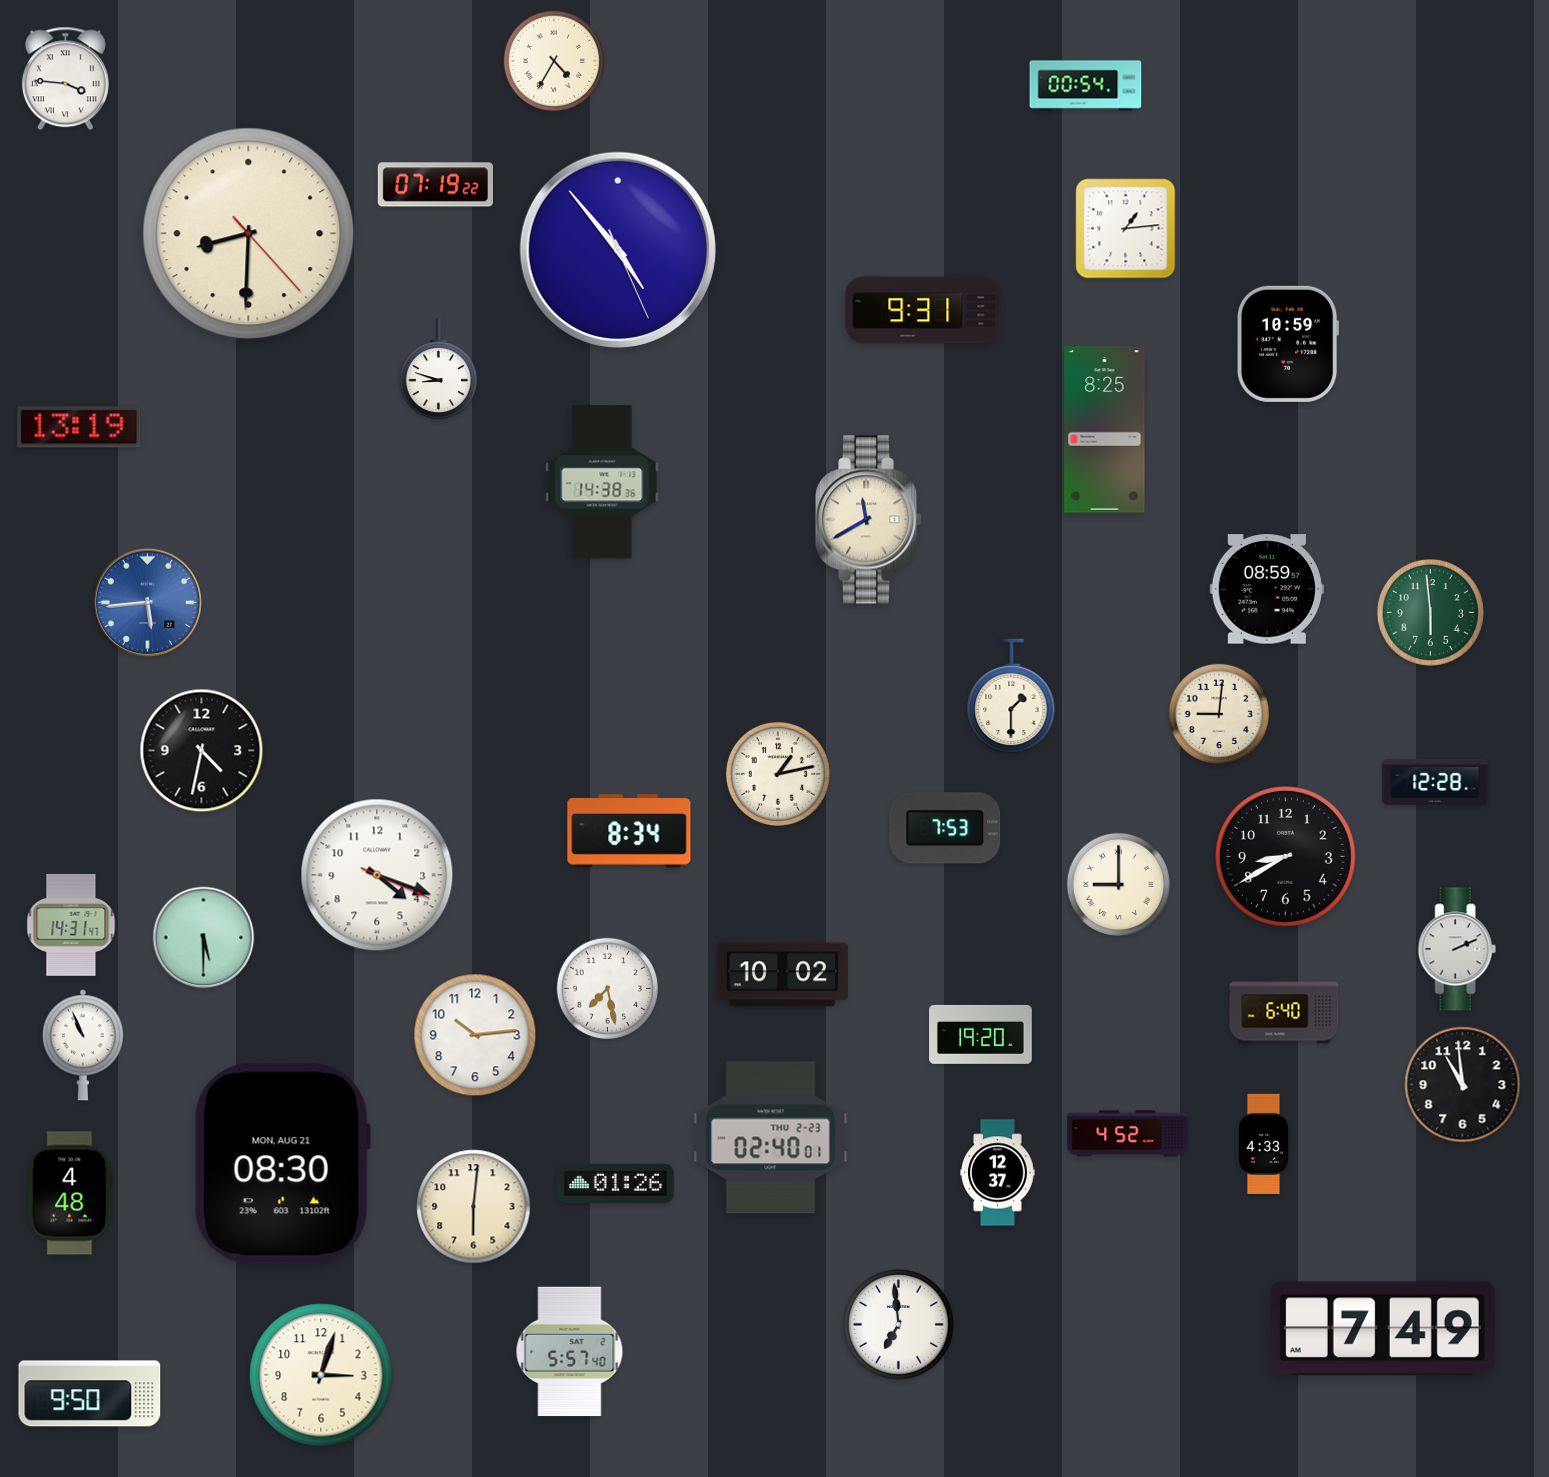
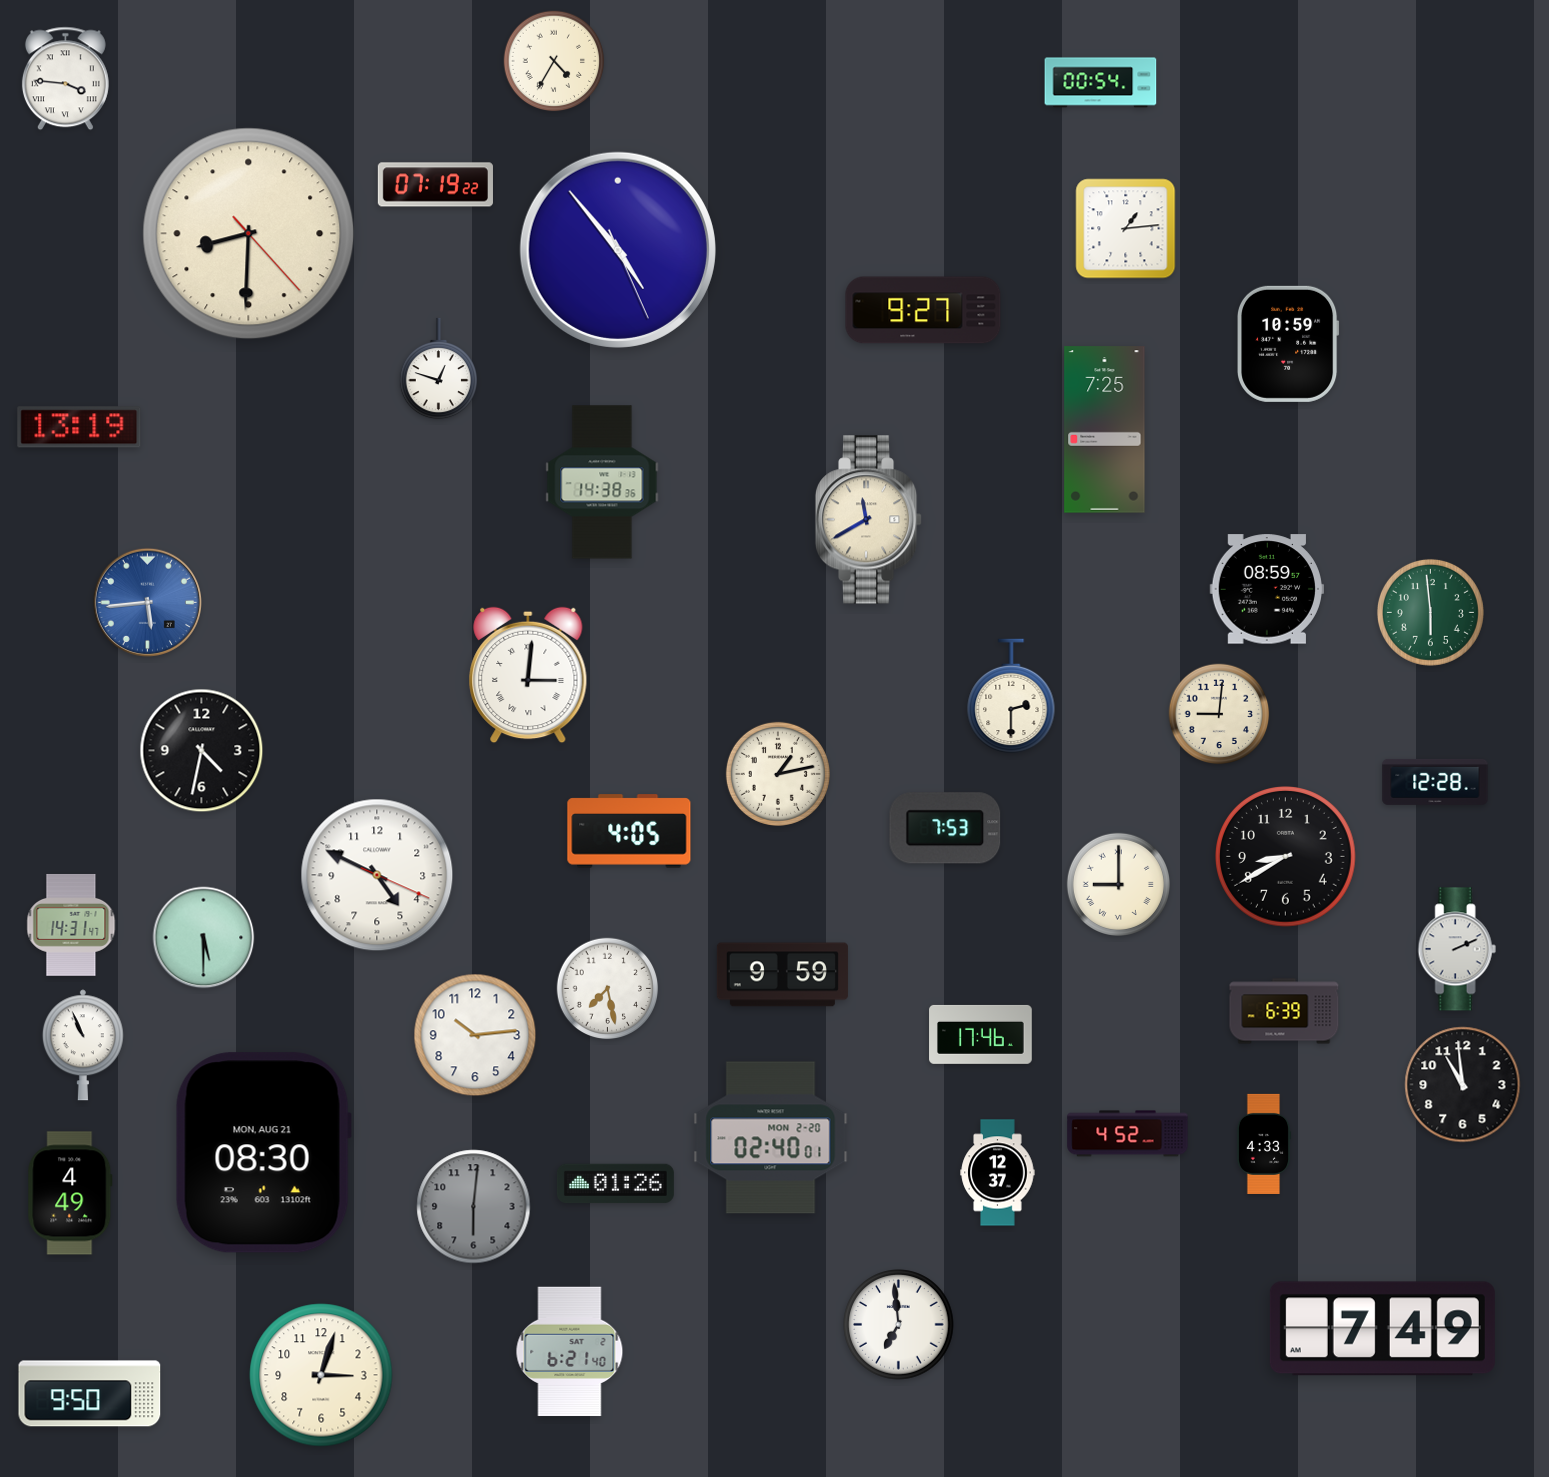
clock at (1086, 86) position: (1086, 86) -> (1101, 83)
clock at (923, 310): 9:31 -> 9:27
clock at (438, 369): 8:48 -> 12:48
clock at (1105, 430): 8:25 -> 7:25
clock at (528, 675): none -> 3:01
clock at (1011, 696): 1:30 -> 2:30
clock at (629, 831): 8:34 -> 4:05
clock at (377, 875): 4:18 -> 4:49
clock at (782, 975): 10:02 -> 9:59
clock at (1284, 1011): 6:40 -> 6:39
clock at (981, 1034): 19:20 -> 17:46
clock at (771, 1138) date: THU 2-23 -> MON 2-20
clock at (282, 1164) position: (282, 1164) -> (263, 1153)
clock at (70, 1193): 4:48 -> 4:49
clock at (474, 1207) dial: cream -> grey
clock at (570, 1352): 5:57 -> 6:21
